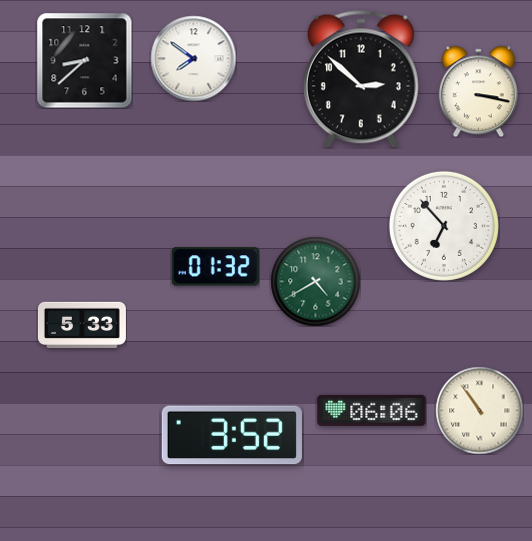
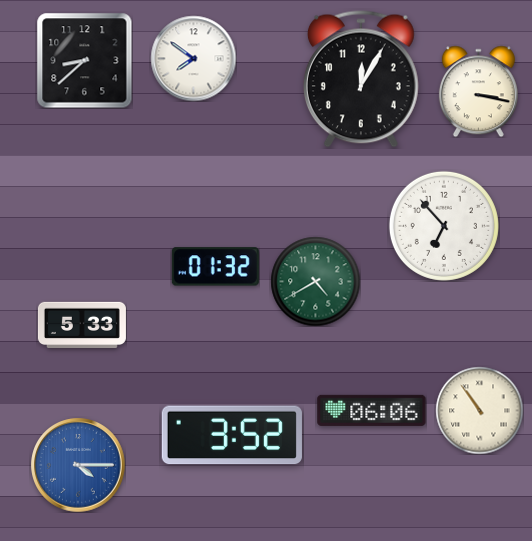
clock at (361, 79): 2:52 -> 12:05
clock at (78, 465): none -> 4:15
